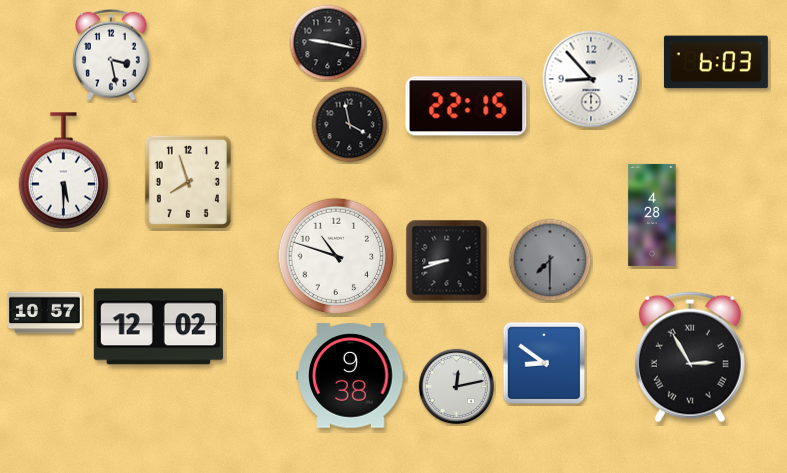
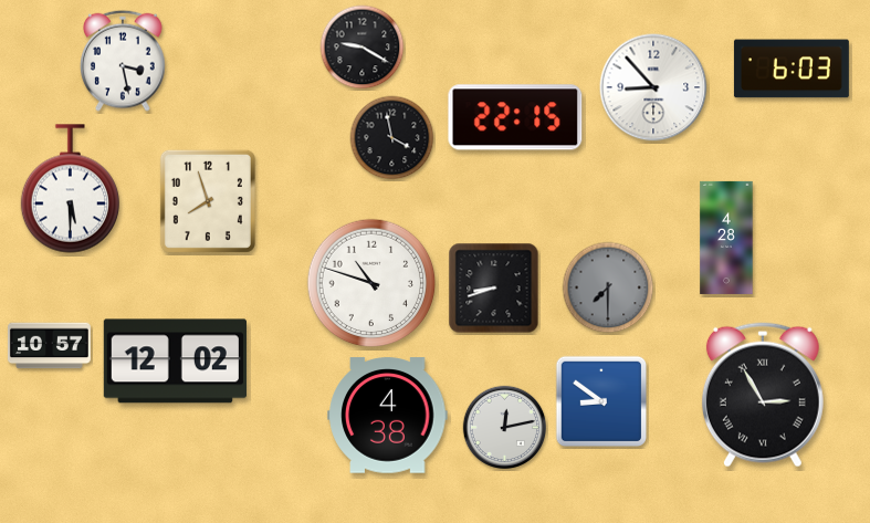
clock at (328, 43): 9:17 -> 9:20
clock at (350, 125) position: (350, 125) -> (392, 138)
clock at (652, 215) position: (652, 215) -> (726, 238)
clock at (351, 376): 9:38 -> 4:38
